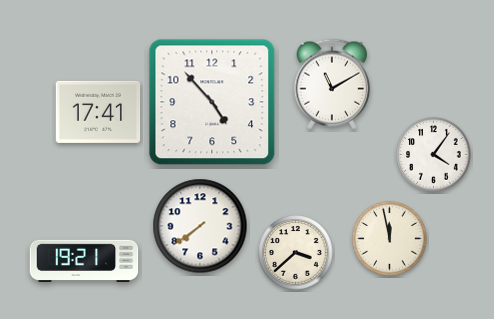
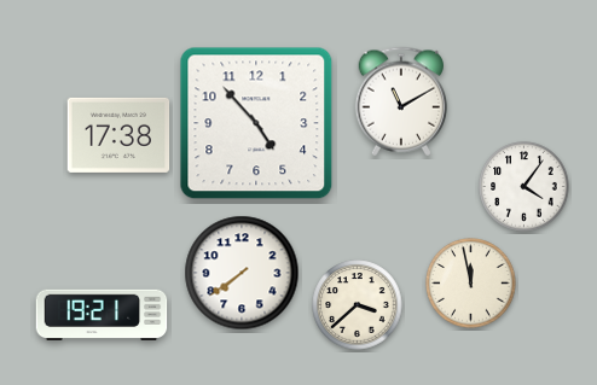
clock at (98, 112): 17:41 -> 17:38
clock at (390, 239) position: (390, 239) -> (471, 284)
